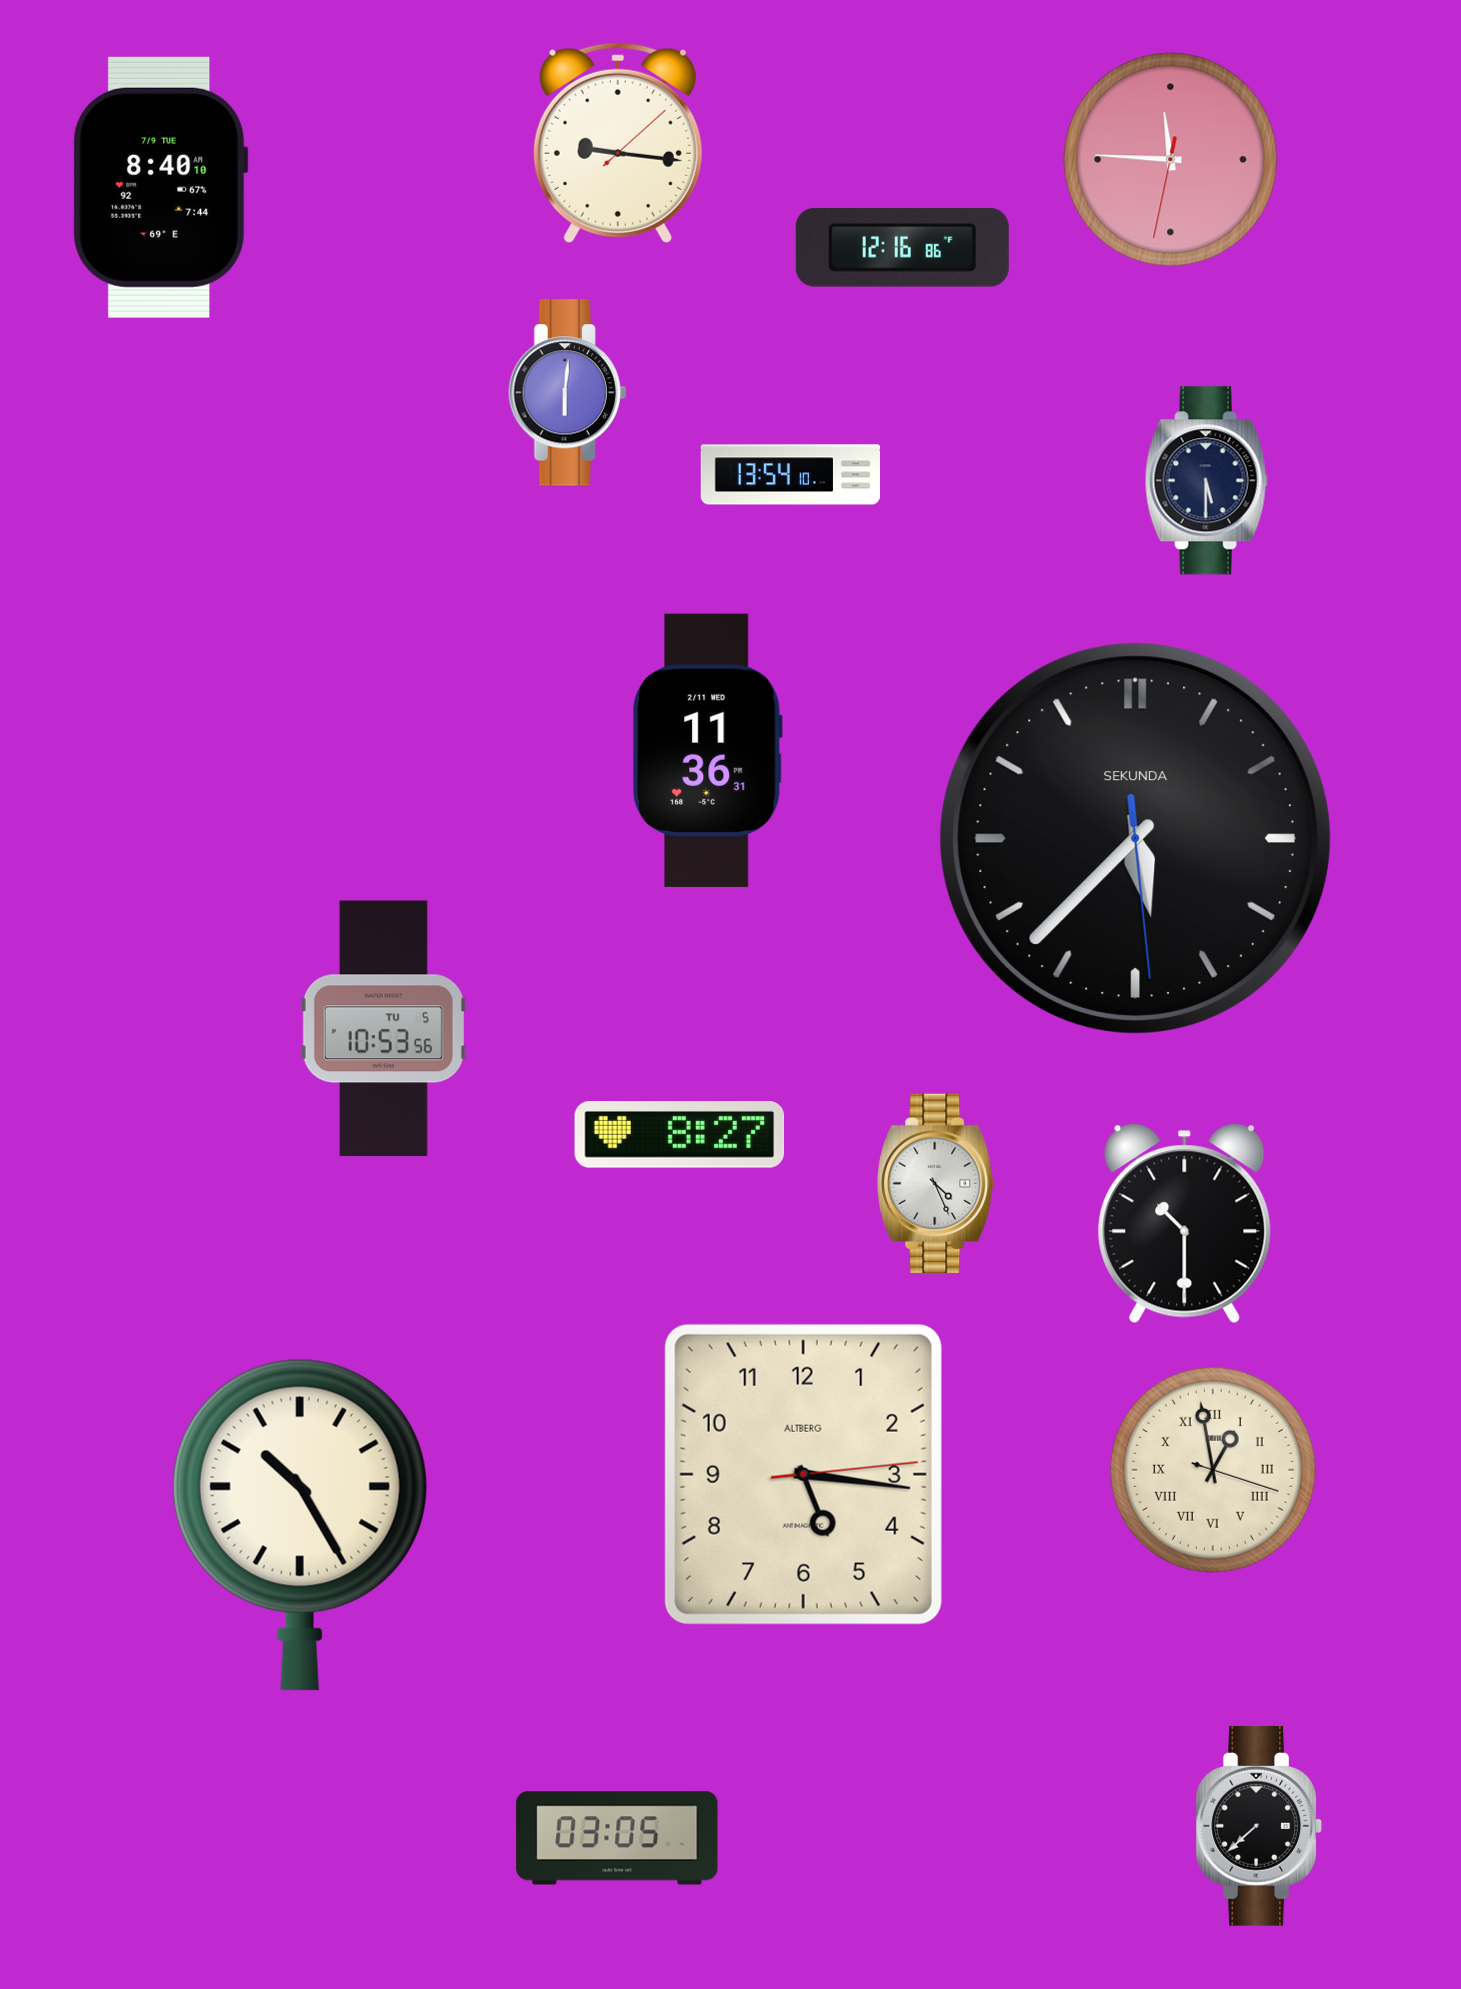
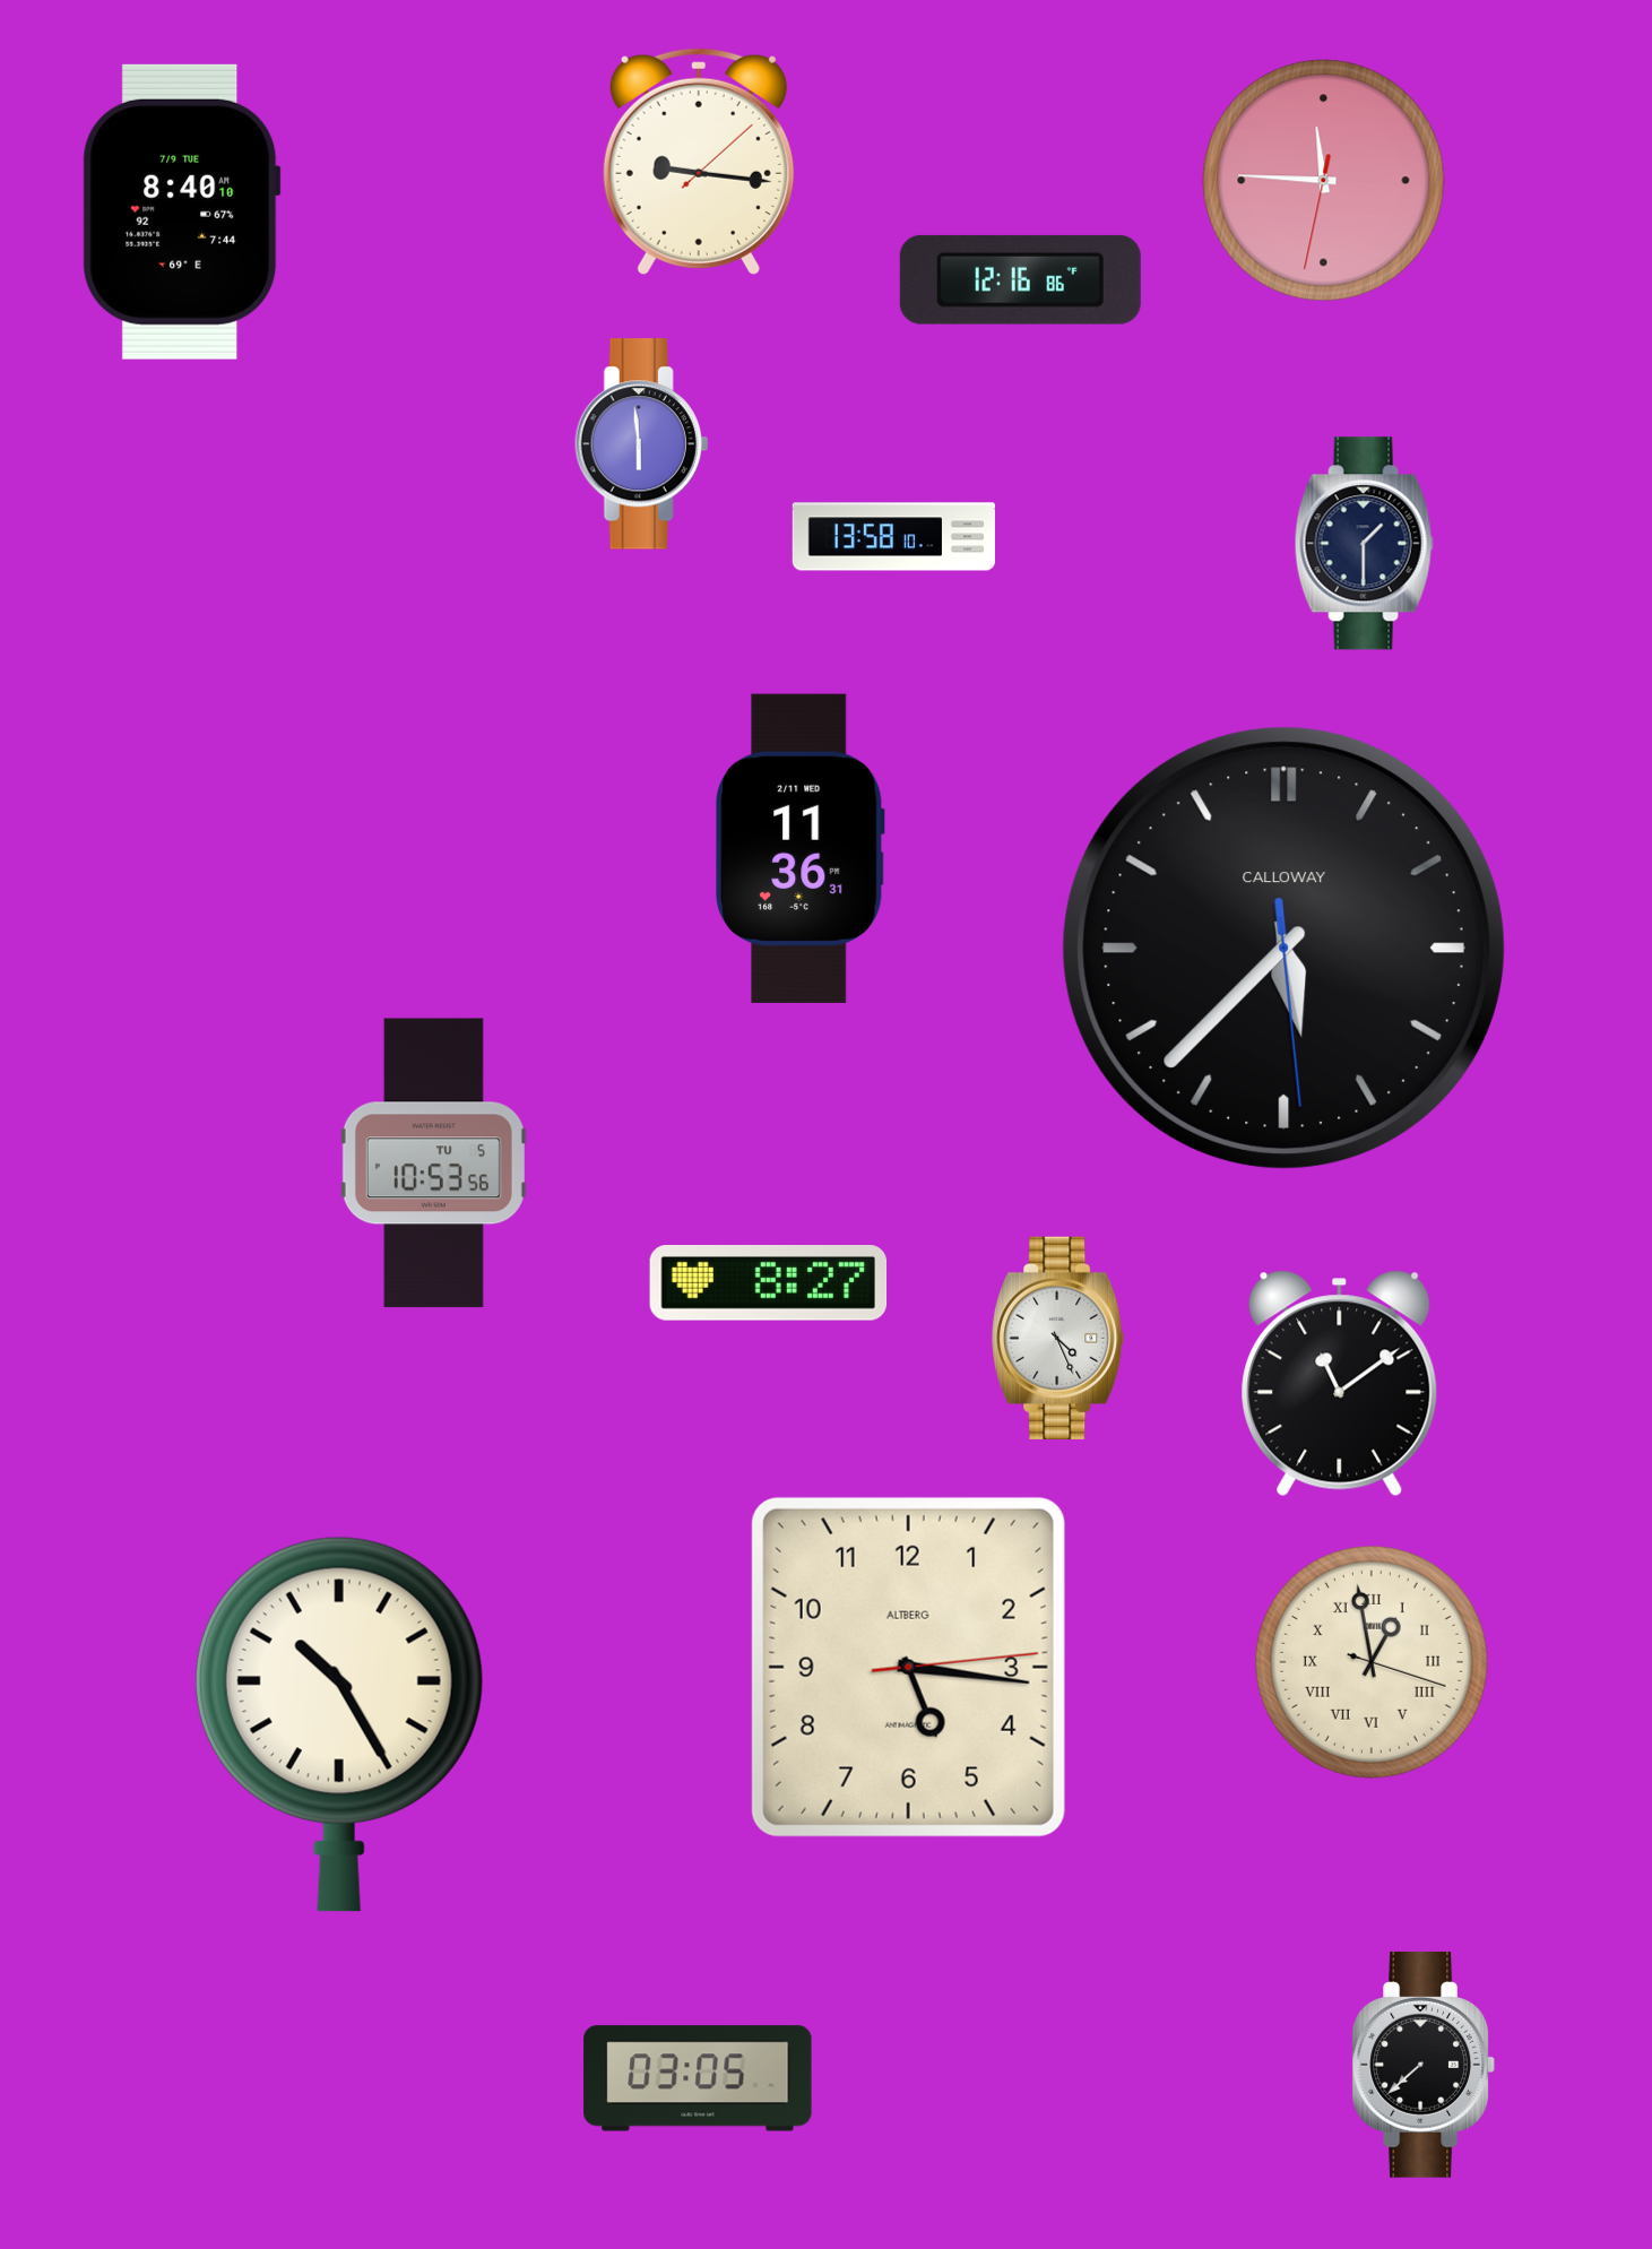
clock at (568, 393): 6:01 -> 5:59
clock at (790, 475): 13:54 -> 13:58
clock at (1206, 481): 5:30 -> 1:30
clock at (1135, 838) brand: SEKUNDA -> CALLOWAY
clock at (1185, 1224): 10:30 -> 11:09
